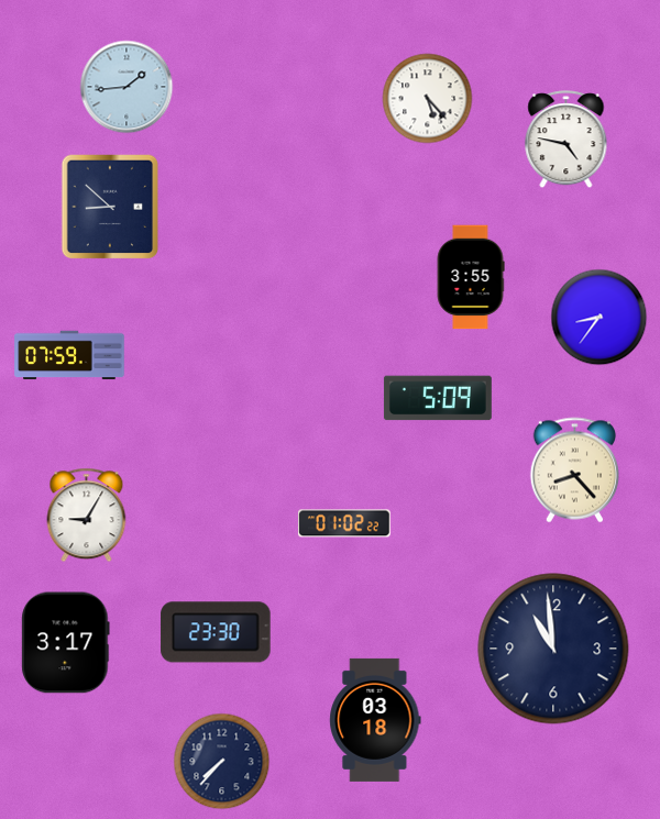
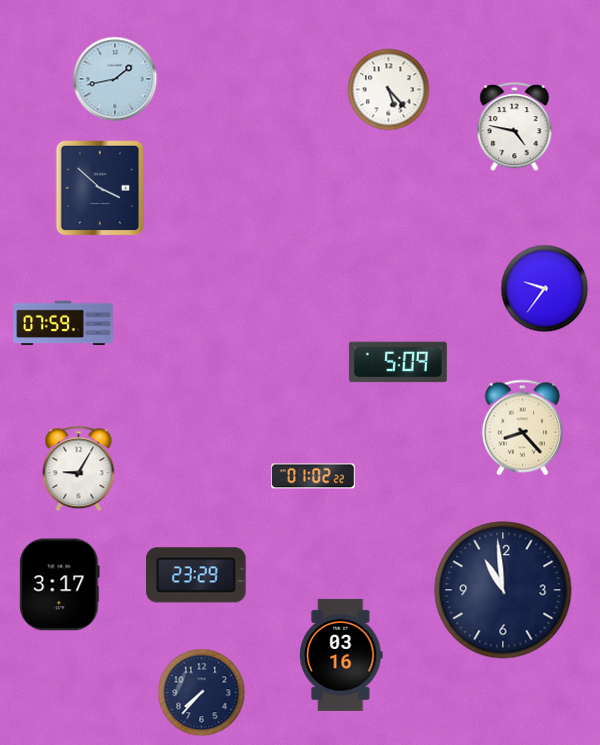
clock at (127, 87): 1:44 -> 1:43
clock at (110, 207): 8:52 -> 3:52
clock at (471, 277): 3:55 -> none
clock at (599, 318): 8:36 -> 9:36
clock at (216, 632): 23:30 -> 23:29
clock at (375, 720): 03:18 -> 03:16
